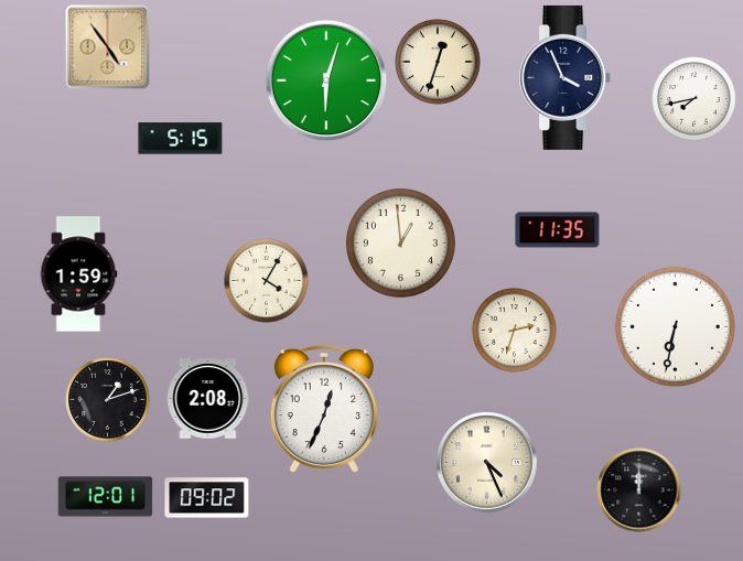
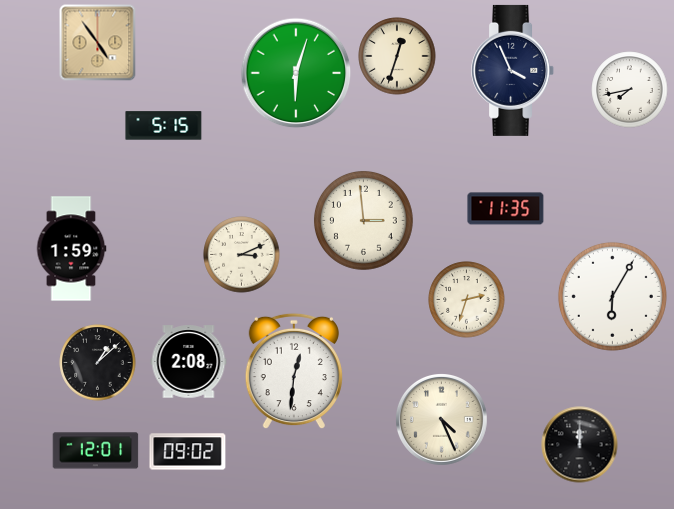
clock at (400, 242): 12:59 -> 2:59
clock at (267, 281): 4:05 -> 3:11
clock at (675, 326): 6:32 -> 6:05
clock at (108, 400): 1:12 -> 1:08
clock at (324, 409): 12:34 -> 12:31
